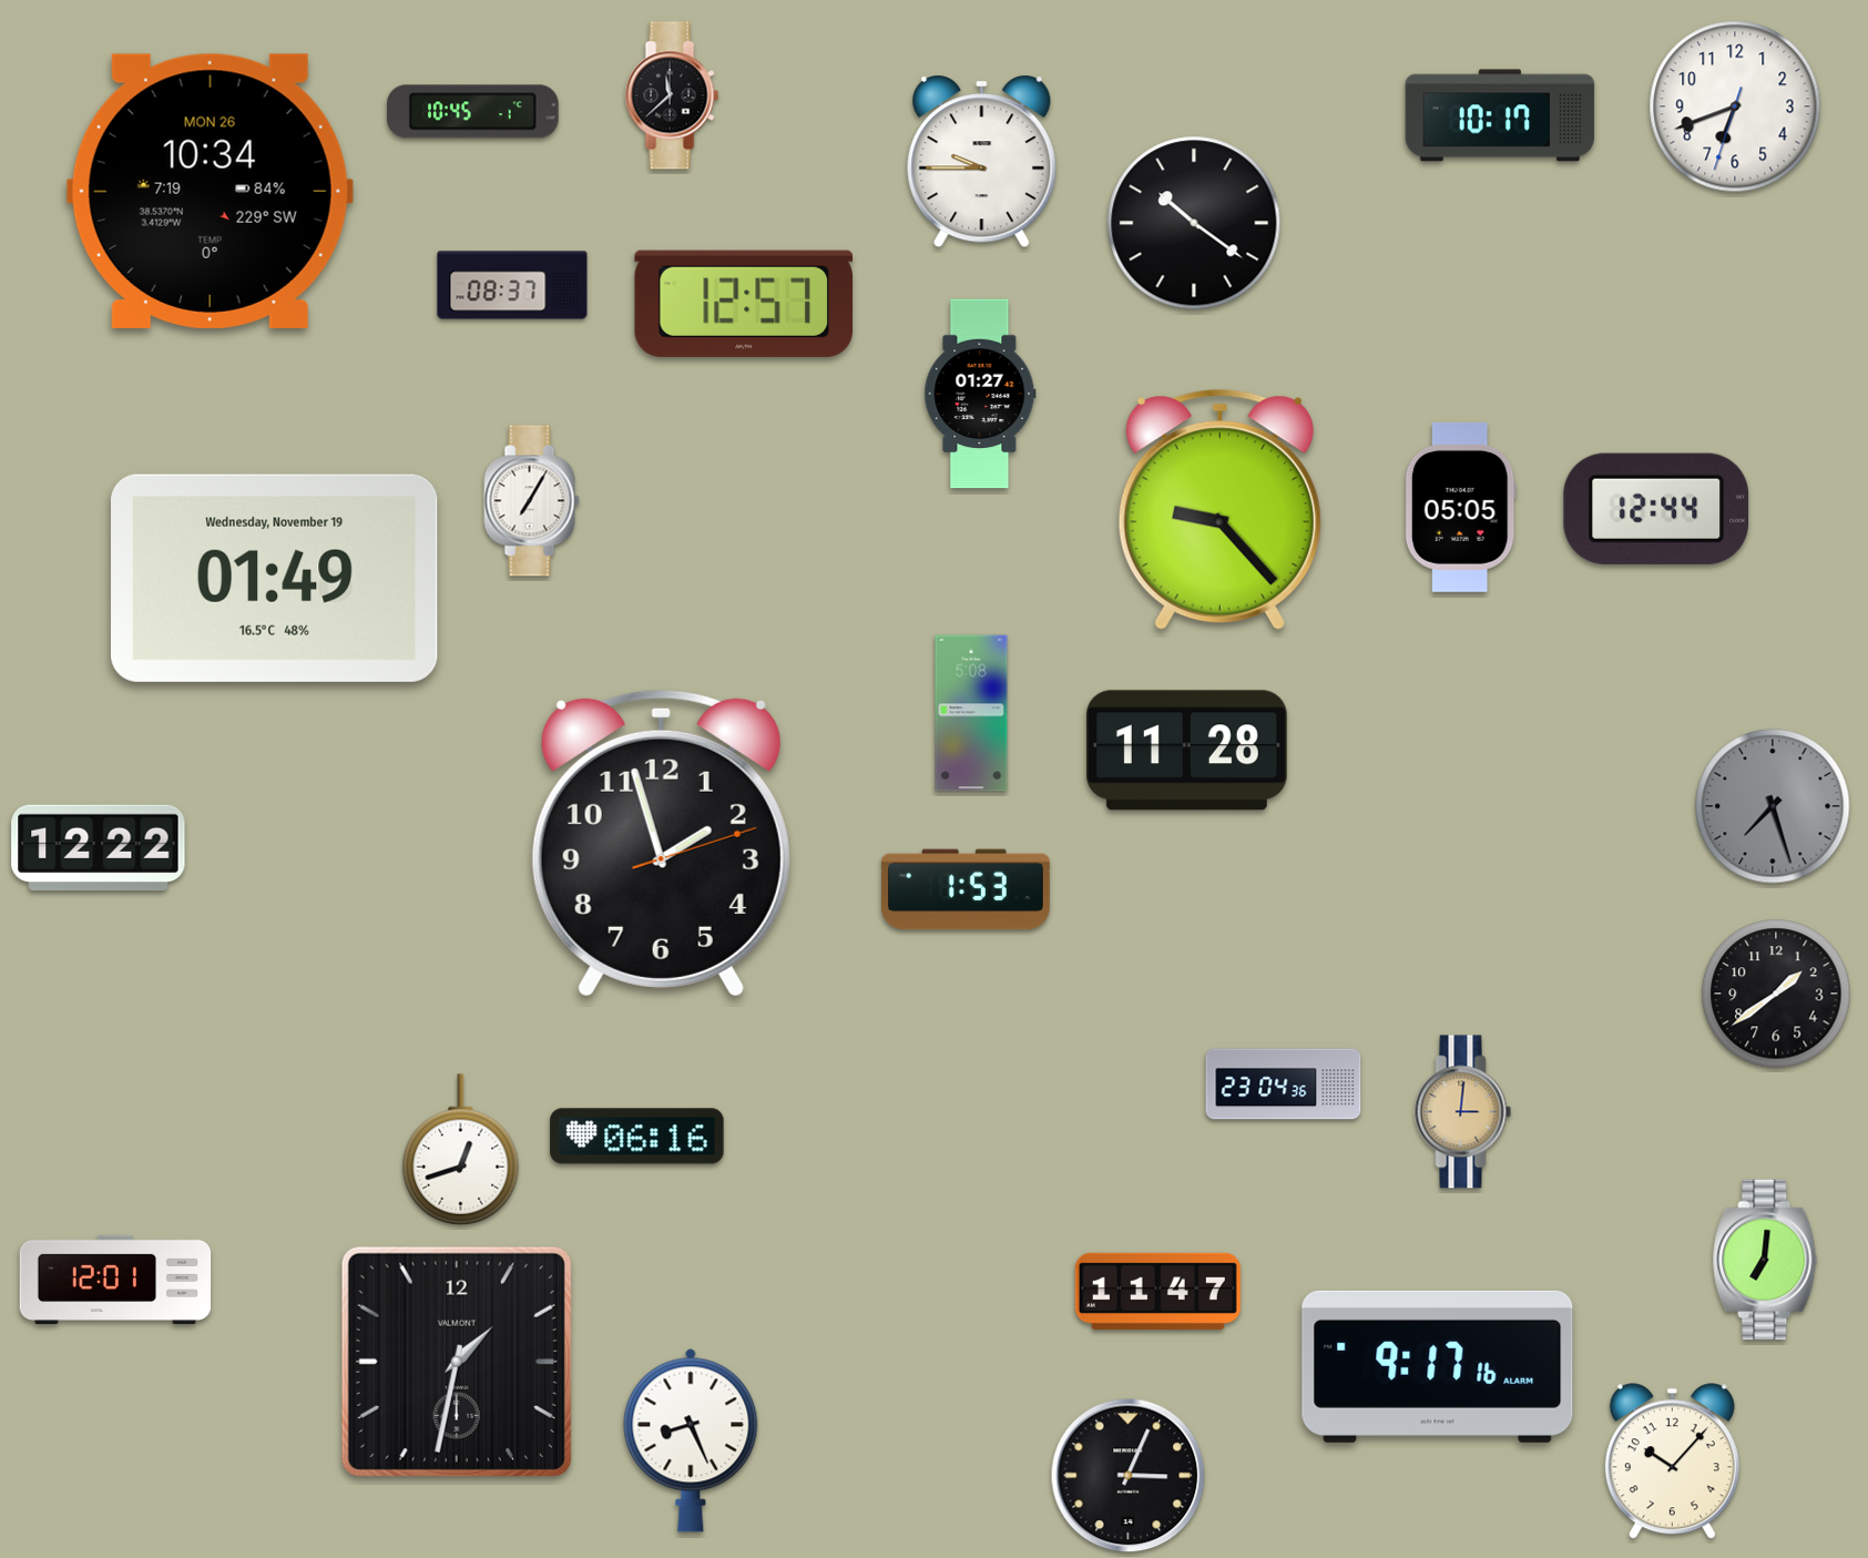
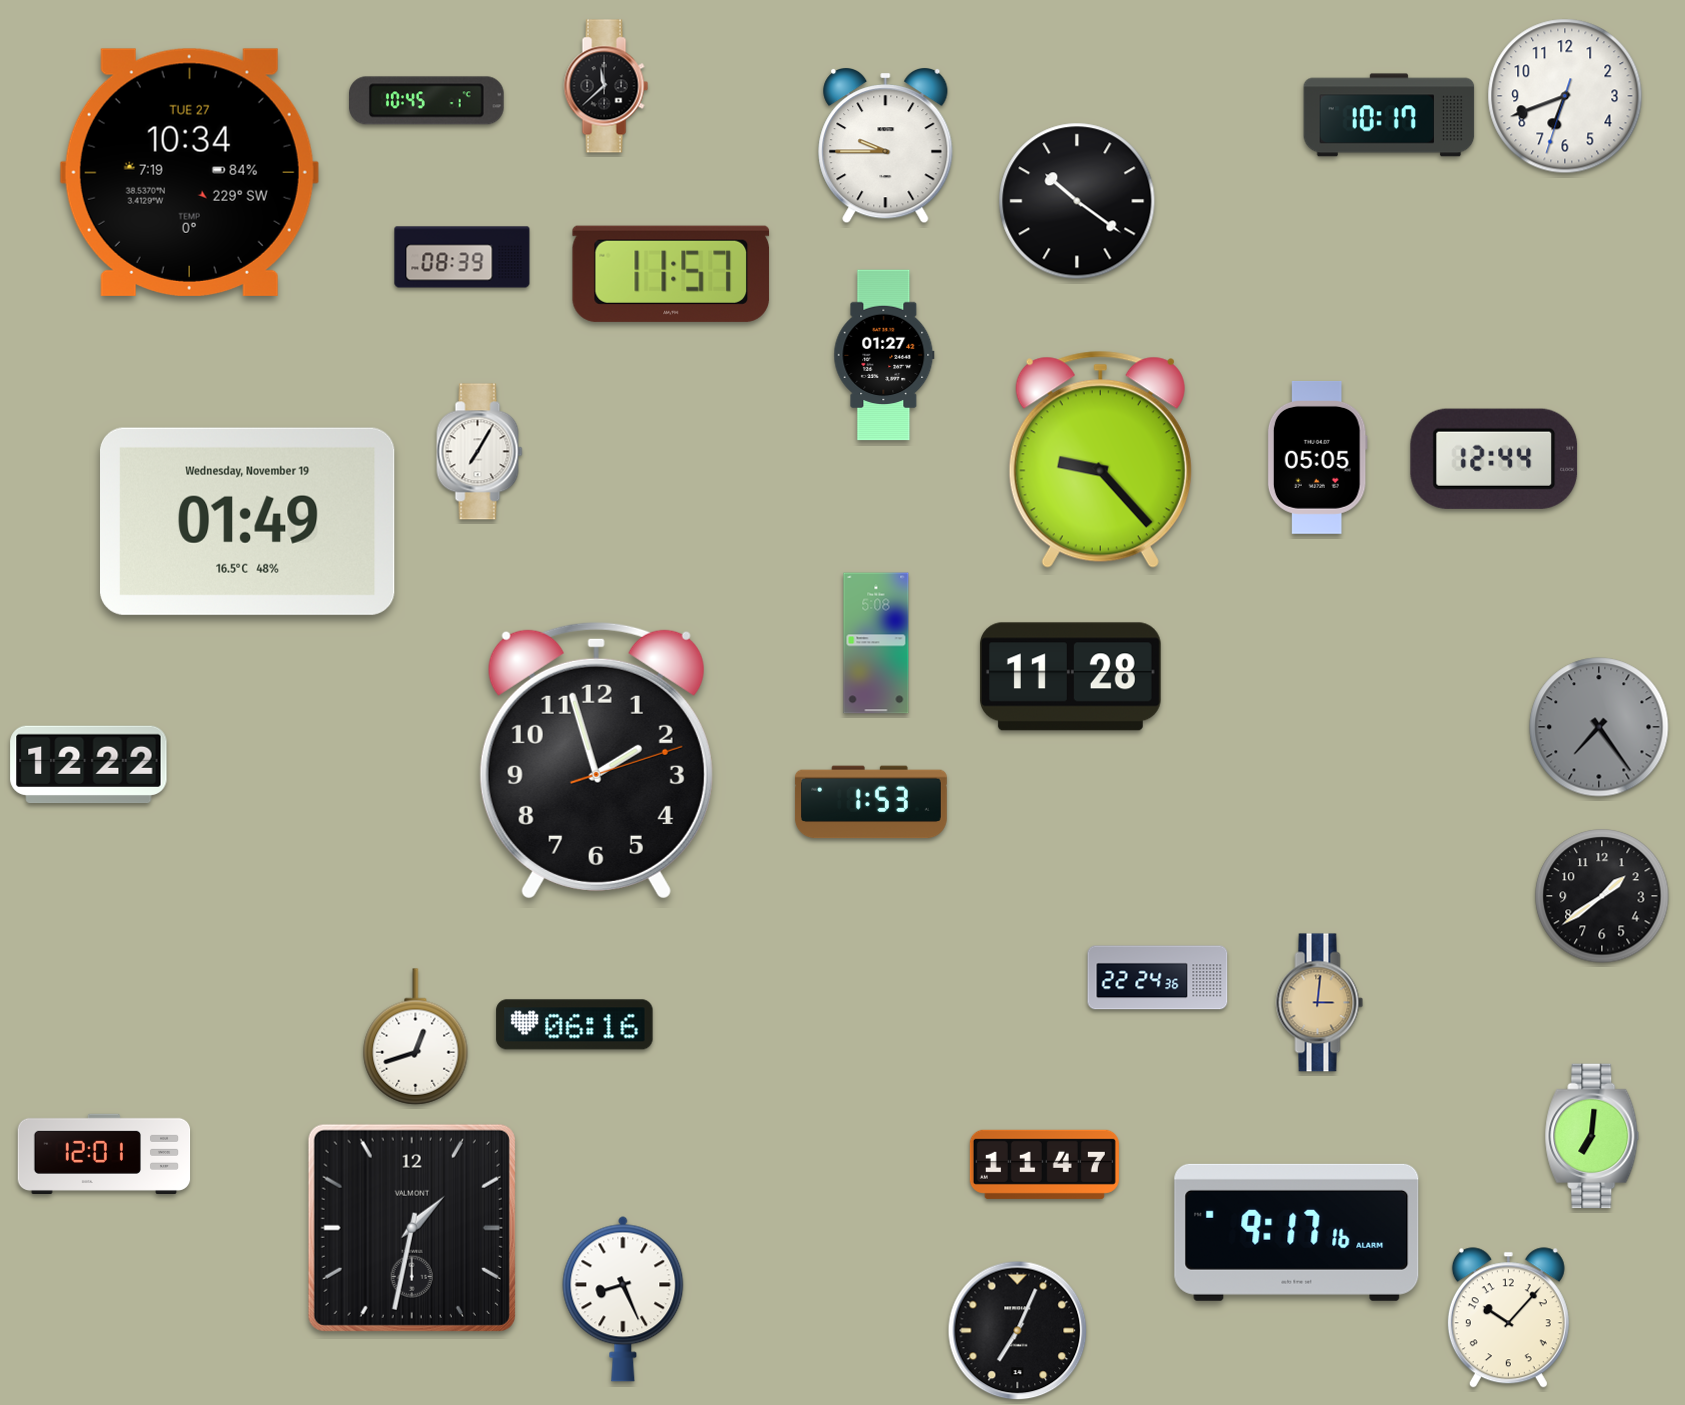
clock at (1500, 115) position: (1500, 115) -> (1389, 115)
clock at (210, 191) date: MON 26 -> TUE 27
clock at (512, 285): 08:37 -> 08:39
clock at (744, 304): 12:57 -> 11:57
clock at (1773, 806): 7:27 -> 7:24
clock at (1284, 1085): 23:04 -> 22:24
clock at (1129, 1476): 3:04 -> 7:04
